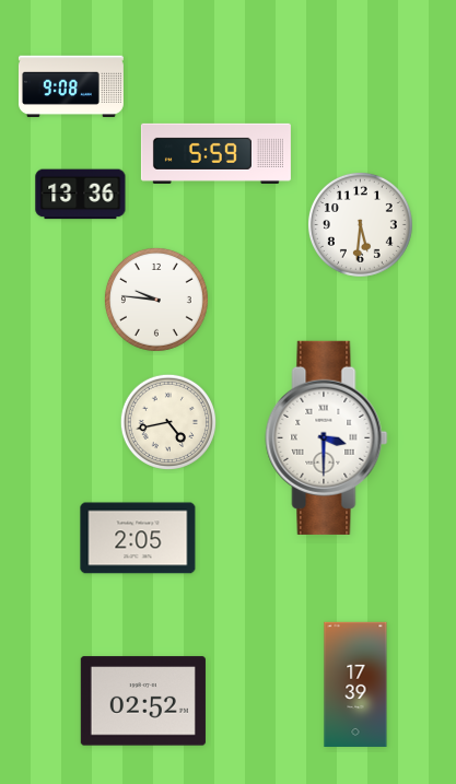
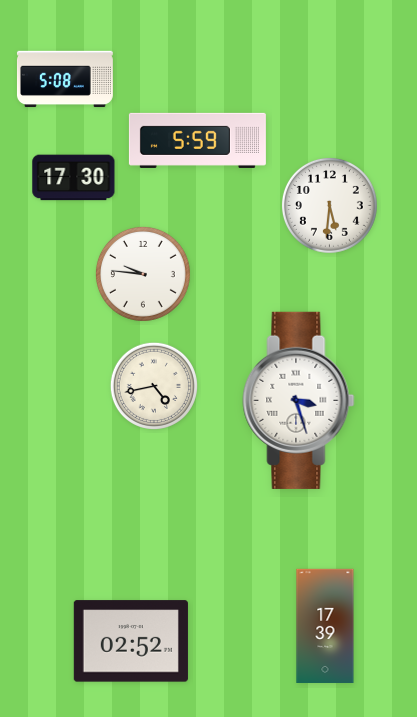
clock at (71, 86): 9:08 -> 5:08
clock at (81, 195): 13:36 -> 17:30
clock at (327, 437): 3:30 -> 3:27
clock at (138, 538): 2:05 -> none
